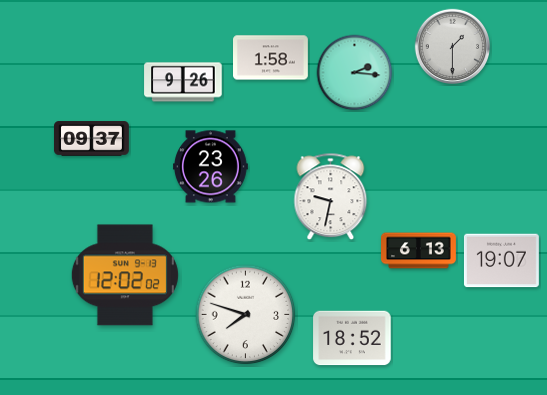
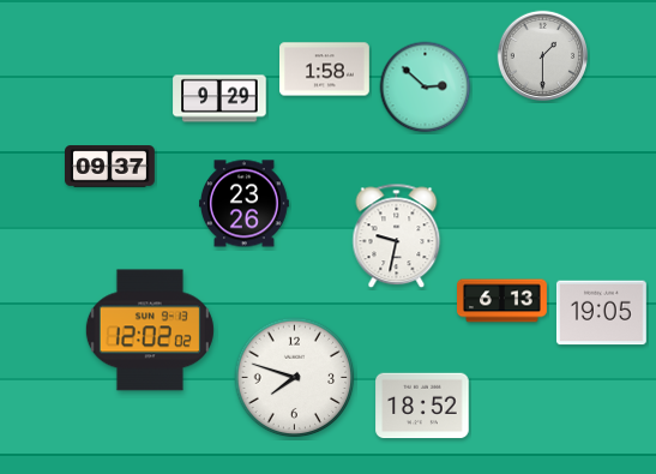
clock at (355, 73): 2:16 -> 2:52
clock at (183, 82): 9:26 -> 9:29
clock at (211, 167) position: (211, 167) -> (245, 204)
clock at (501, 261): 19:07 -> 19:05
